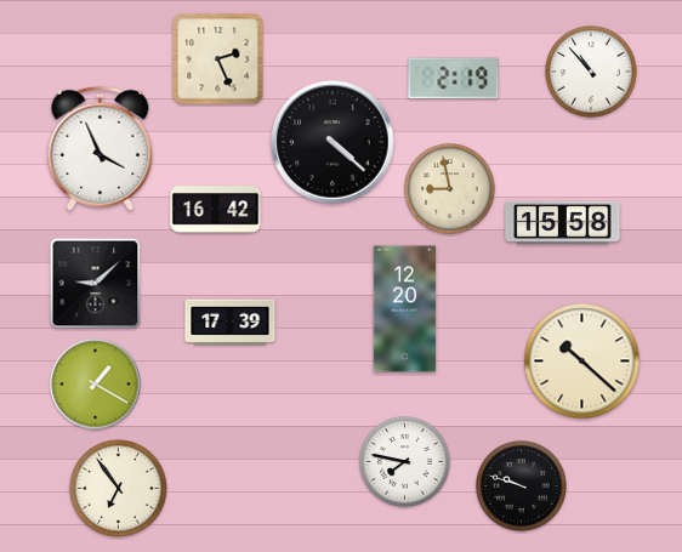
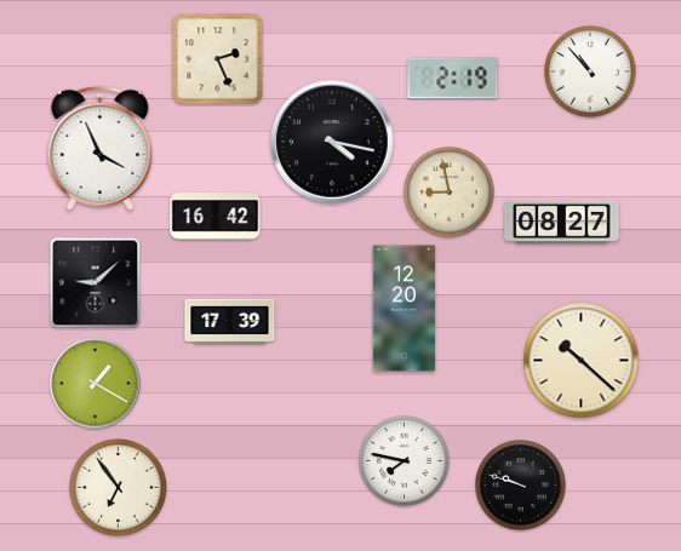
clock at (333, 142): 4:22 -> 4:17
clock at (450, 189) position: (450, 189) -> (450, 193)
clock at (216, 210) position: (216, 210) -> (216, 217)
clock at (563, 222): 15:58 -> 08:27
